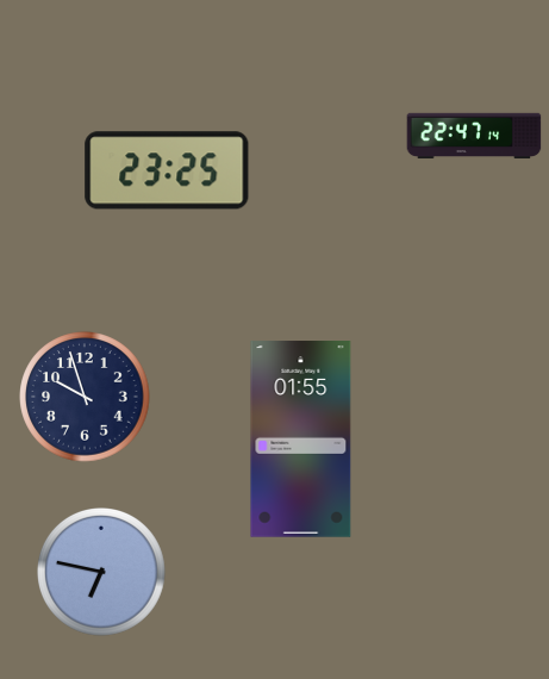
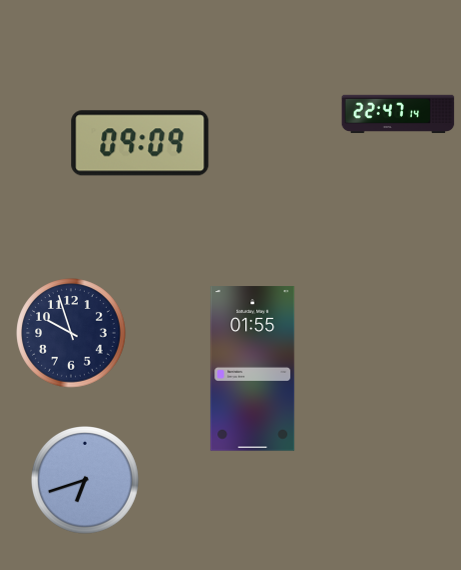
clock at (167, 170): 23:25 -> 09:09
clock at (102, 573): 6:47 -> 6:42
